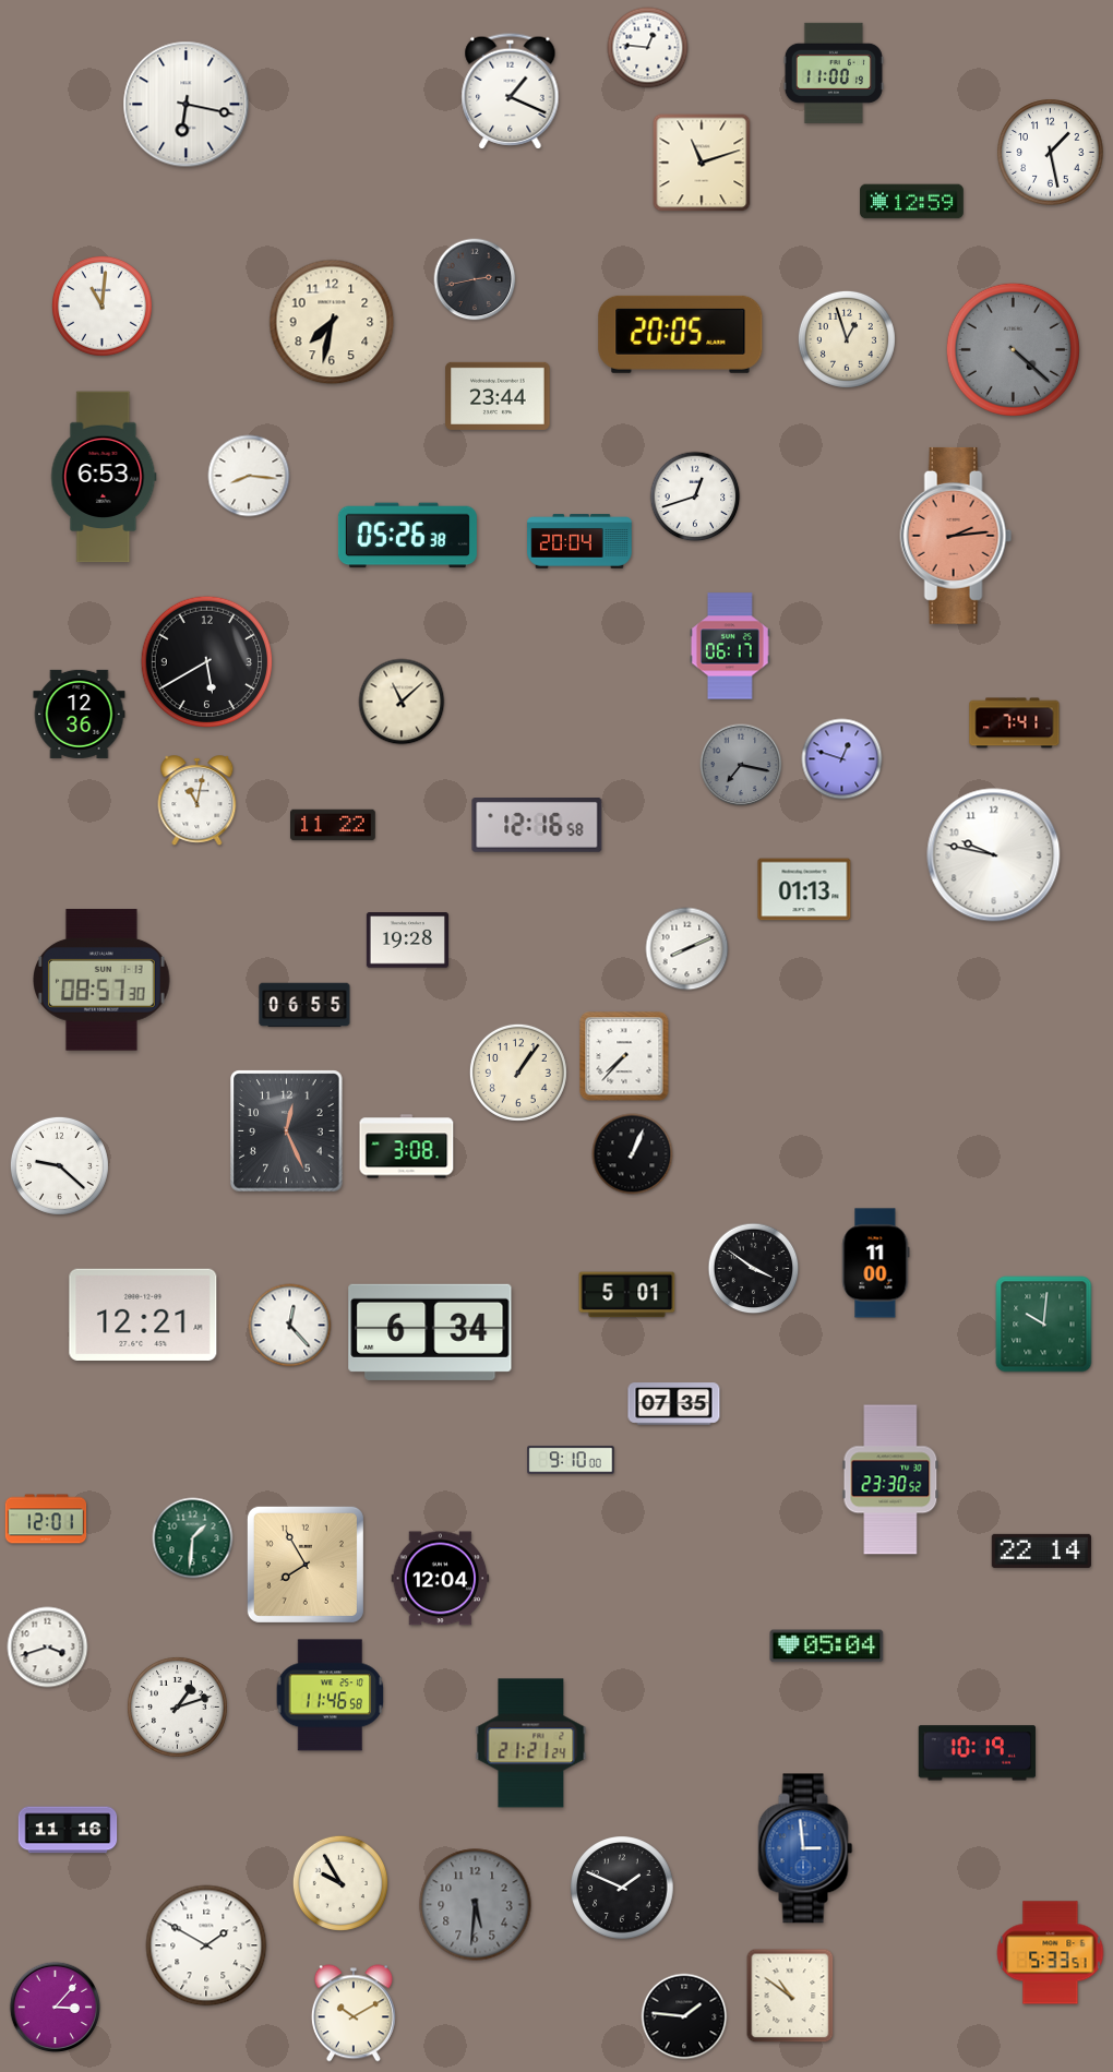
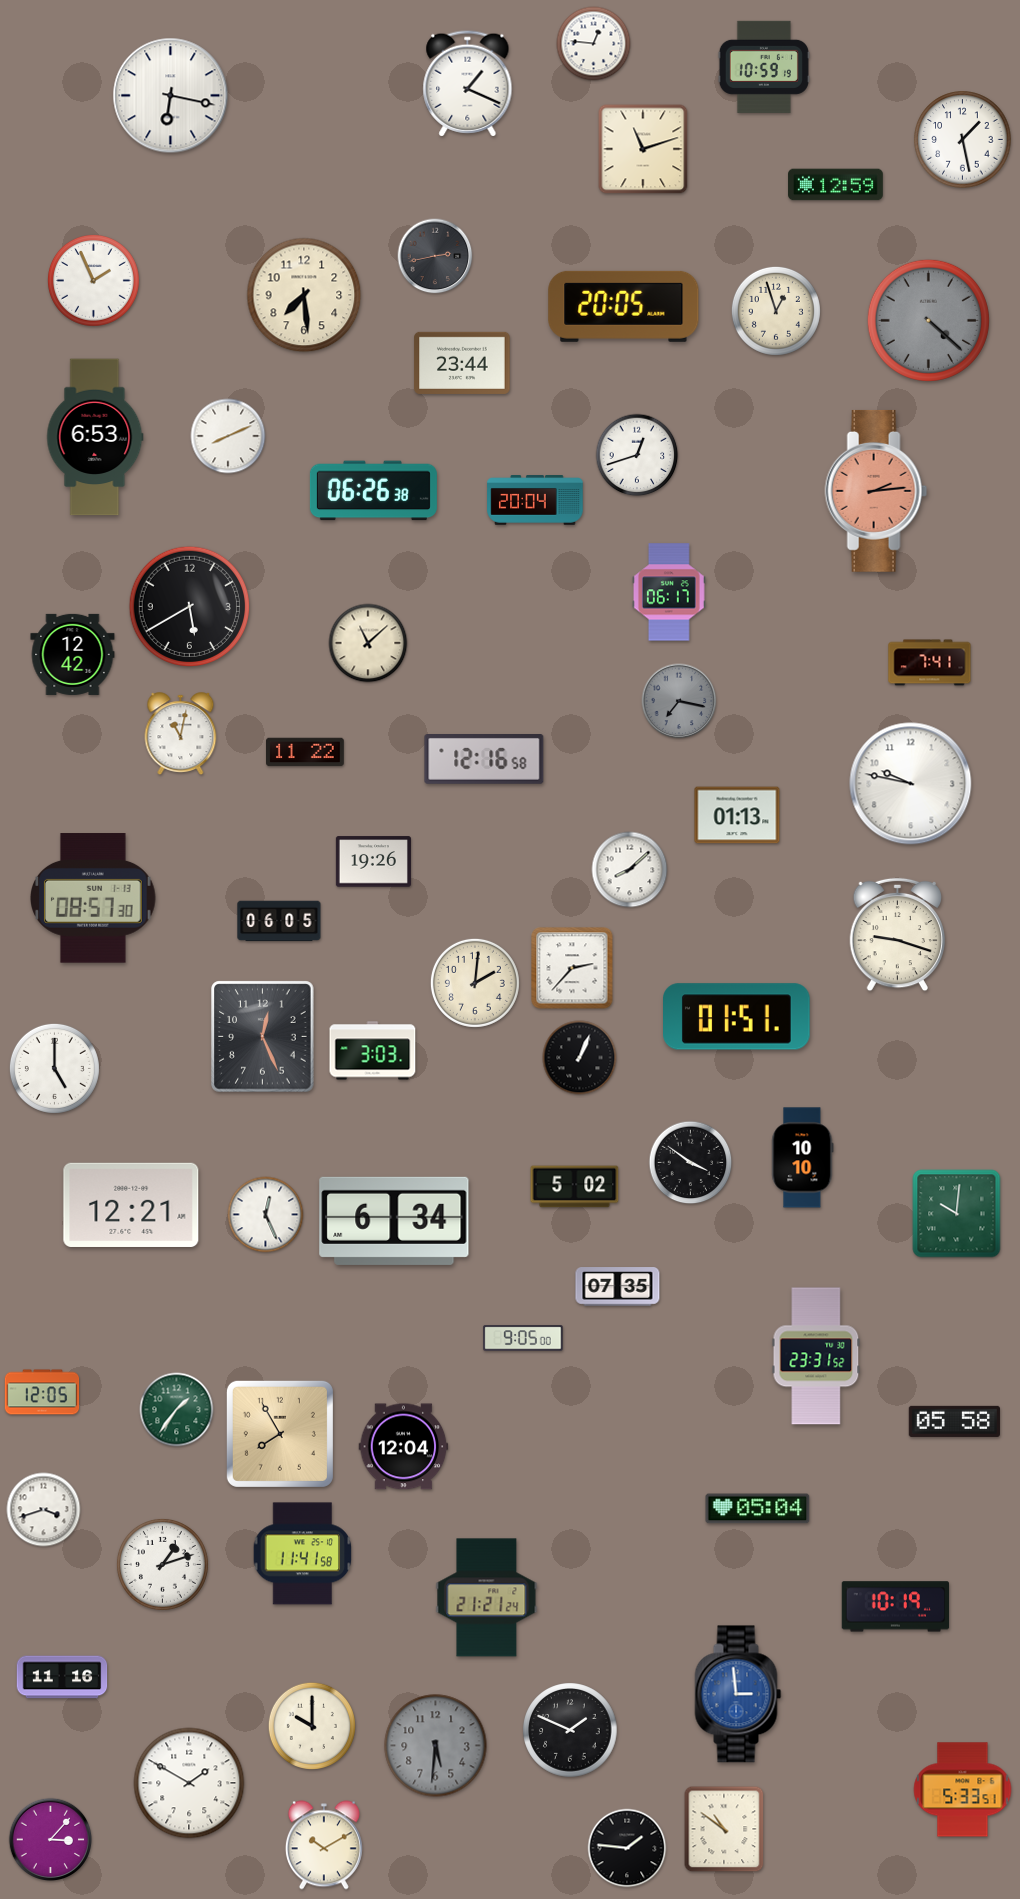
clock at (834, 73): 11:00 -> 10:59
clock at (101, 306): 11:01 -> 1:56
clock at (332, 322): 7:32 -> 7:29
clock at (498, 396) position: (498, 396) -> (462, 363)
clock at (249, 476): 8:16 -> 8:11
clock at (407, 536): 05:26 -> 06:26
clock at (579, 541) position: (579, 541) -> (535, 500)
clock at (80, 714): 12:36 -> 12:42
clock at (842, 759): 12:48 -> none
clock at (333, 825) position: (333, 825) -> (305, 752)
clock at (537, 826) position: (537, 826) -> (484, 760)
clock at (407, 941): 19:28 -> 19:26
clock at (687, 949): 8:11 -> 8:08
clock at (304, 1005): 06:55 -> 06:05
clock at (898, 935): none -> 9:18
clock at (624, 1056): 7:37 -> 2:37
clock at (518, 1073): 1:06 -> 2:01
clock at (737, 1017): none -> 01:51
clock at (407, 1147): 3:08 -> 3:03
clock at (59, 1165): 9:22 -> 5:00
clock at (876, 1263): 11:00 -> 10:10
clock at (627, 1295): 5:01 -> 5:02
clock at (290, 1326): 12:23 -> 12:26
clock at (571, 1460): 9:10 -> 9:05
clock at (890, 1480): 23:30 -> 23:31
clock at (46, 1519): 12:01 -> 12:05
clock at (193, 1538): 1:31 -> 1:36
clock at (1041, 1550): 22:14 -> 05:58
clock at (331, 1696): 11:46 -> 11:41
clock at (340, 1883): 9:55 -> 10:00
